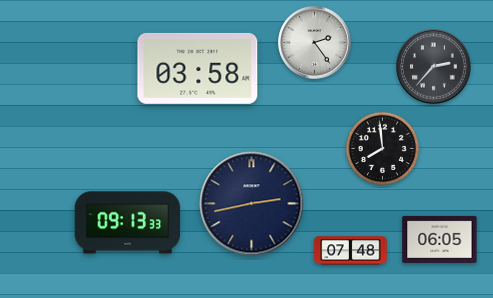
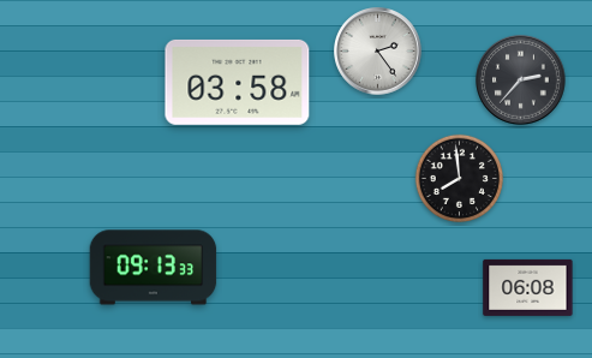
clock at (252, 204): 2:43 -> none
clock at (440, 239): 06:05 -> 06:08
clock at (351, 251): 07:48 -> none
